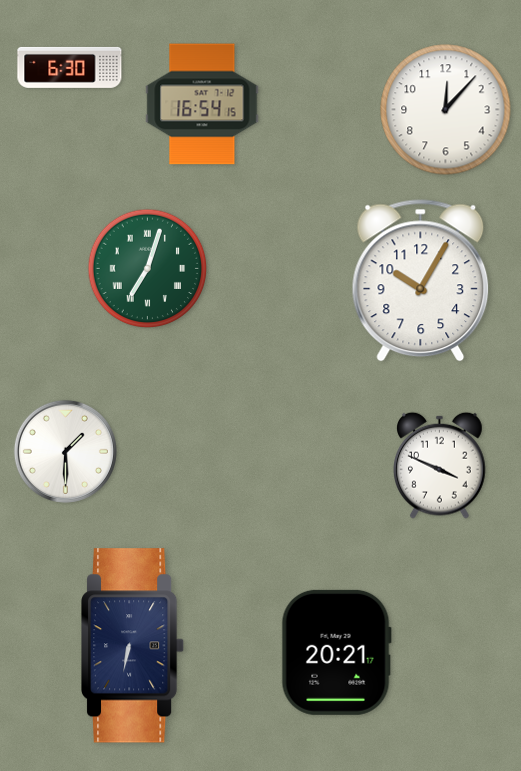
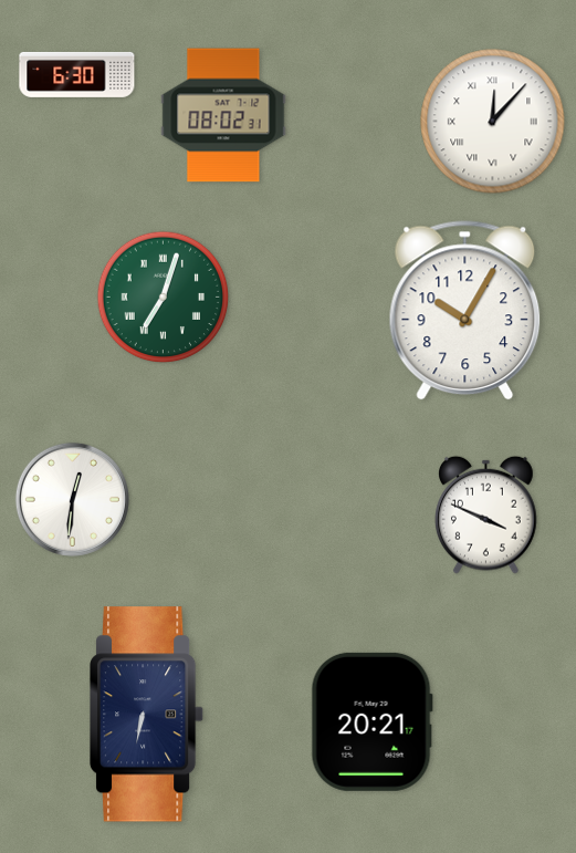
clock at (202, 104): 16:54 -> 08:02
clock at (446, 110) numerals: Arabic -> Roman
clock at (65, 451): 1:30 -> 12:31
